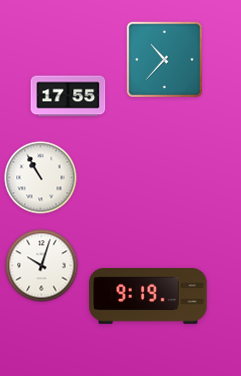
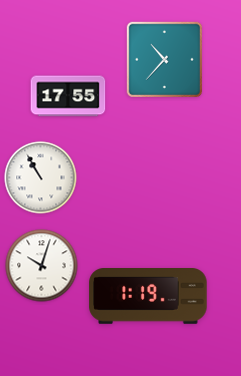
clock at (148, 297): 9:19 -> 1:19
